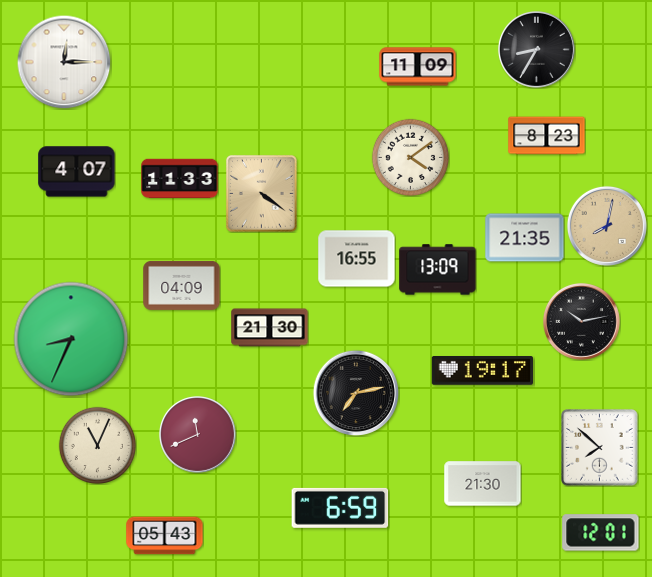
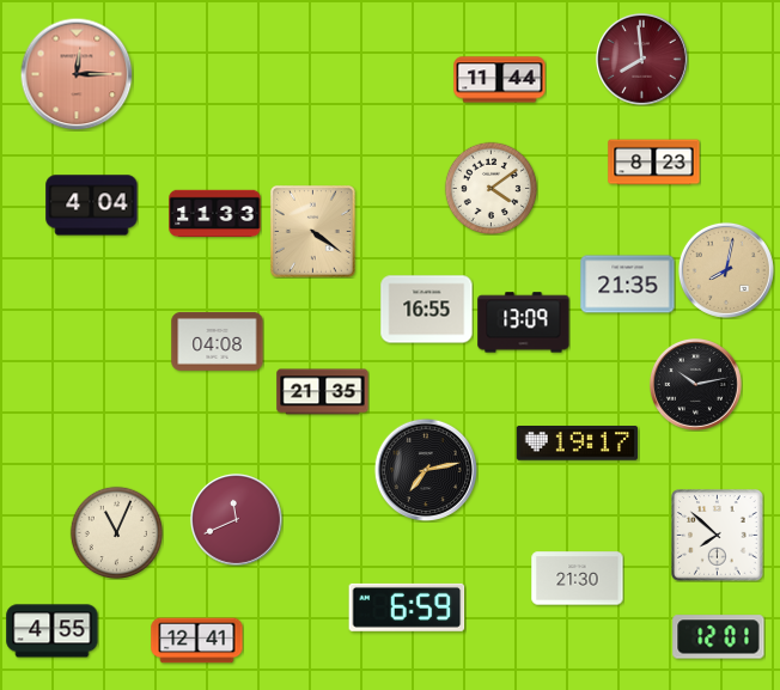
clock at (536, 49): 8:35 -> 7:59
clock at (536, 49) dial: black -> burgundy
clock at (64, 62) dial: white -> salmon
clock at (418, 67): 11:09 -> 11:44
clock at (77, 172): 4:07 -> 4:04
clock at (182, 285): 04:09 -> 04:08
clock at (270, 328): 21:30 -> 21:35
clock at (71, 339): 8:34 -> none
clock at (53, 631): none -> 4:55
clock at (165, 536): 05:43 -> 12:41
